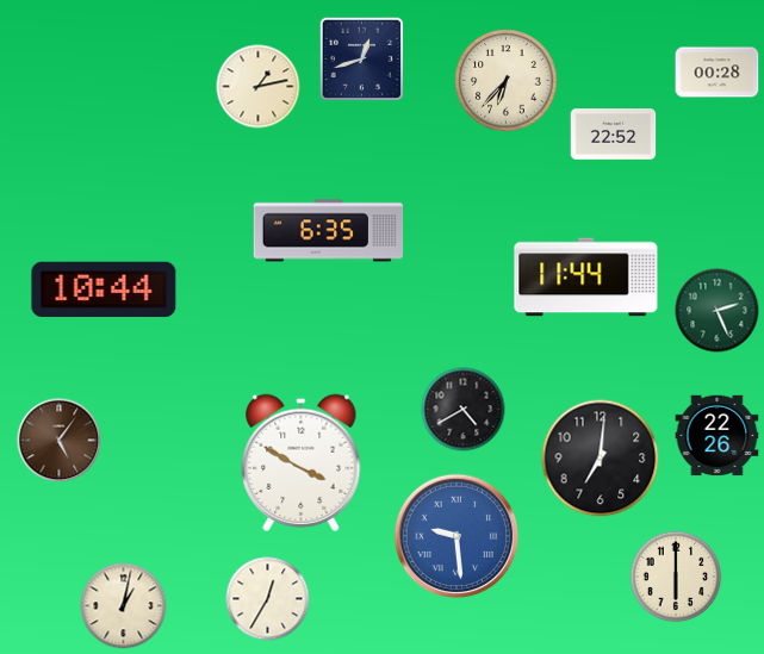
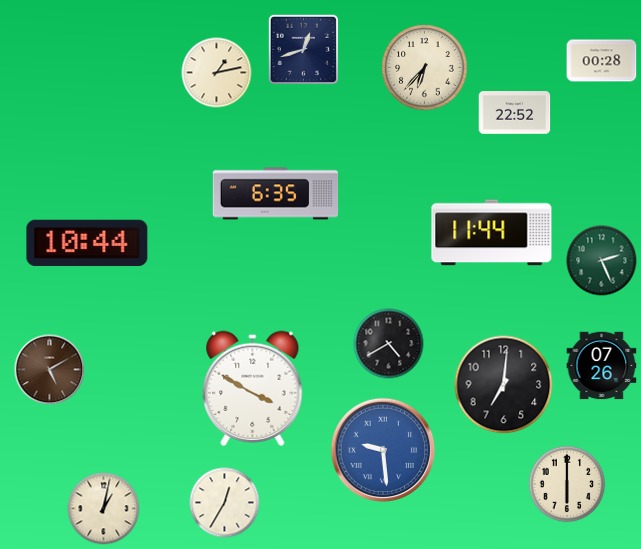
clock at (718, 436): 22:26 -> 07:26
clock at (60, 441): 5:06 -> 5:10
